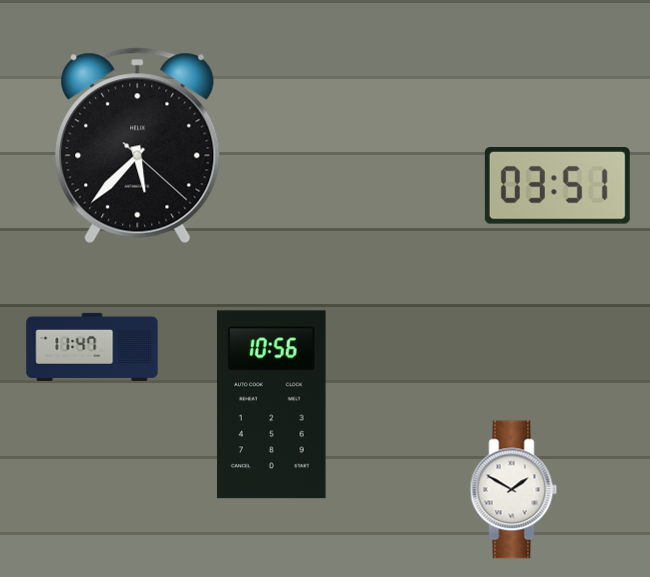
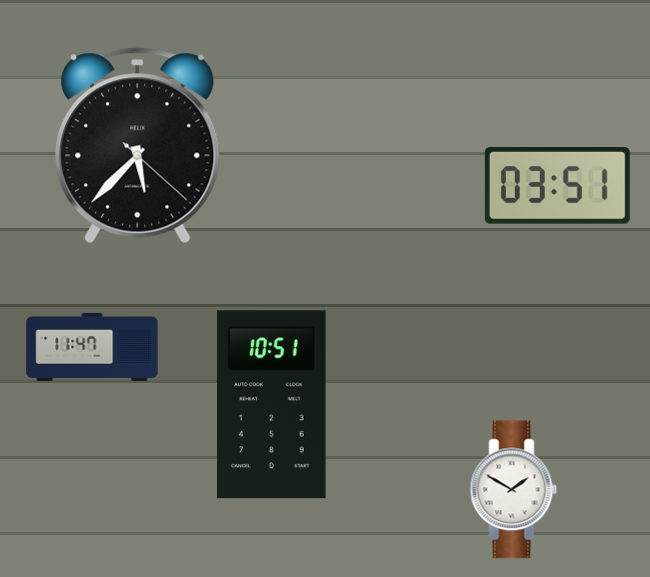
clock at (271, 405): 10:56 -> 10:51
